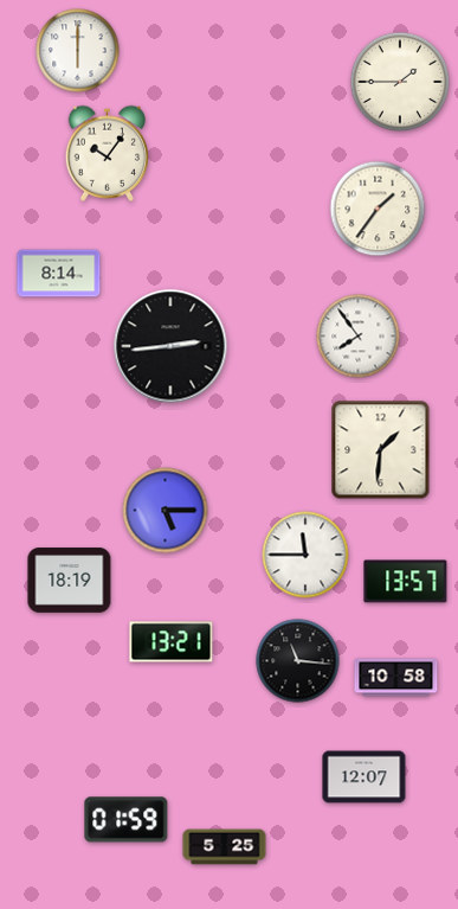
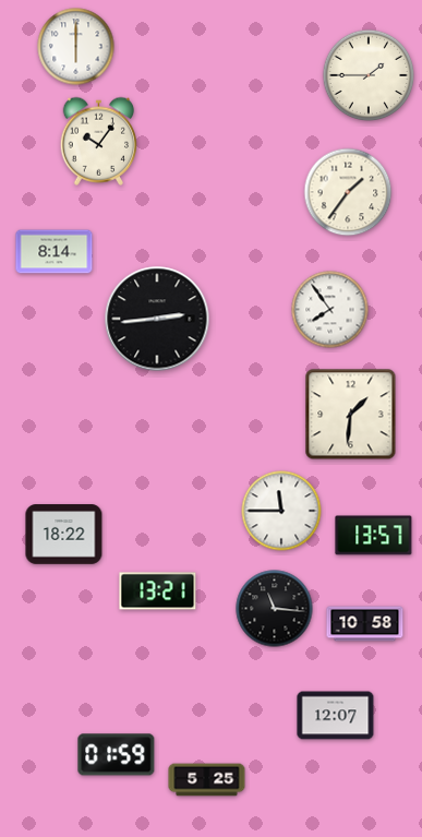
clock at (78, 51) position: (78, 51) -> (76, 47)
clock at (166, 511): 5:15 -> none
clock at (70, 581): 18:19 -> 18:22
